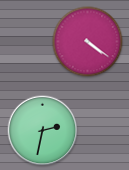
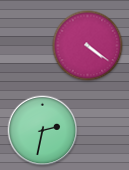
clock at (88, 42) position: (88, 42) -> (88, 46)
